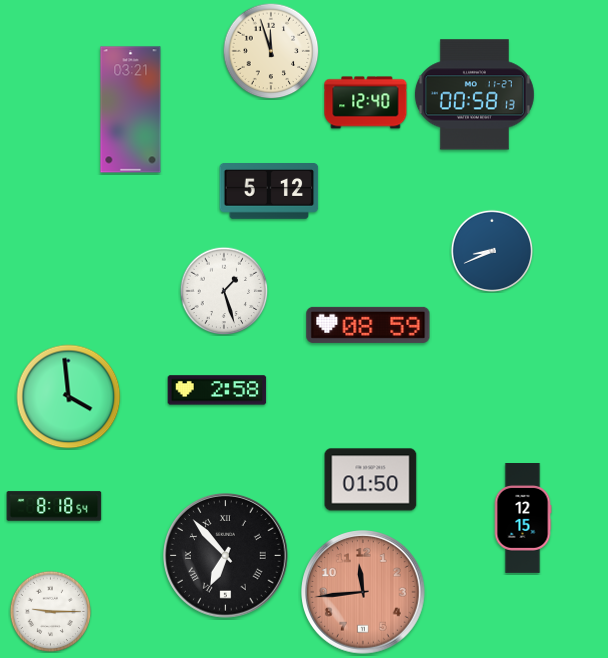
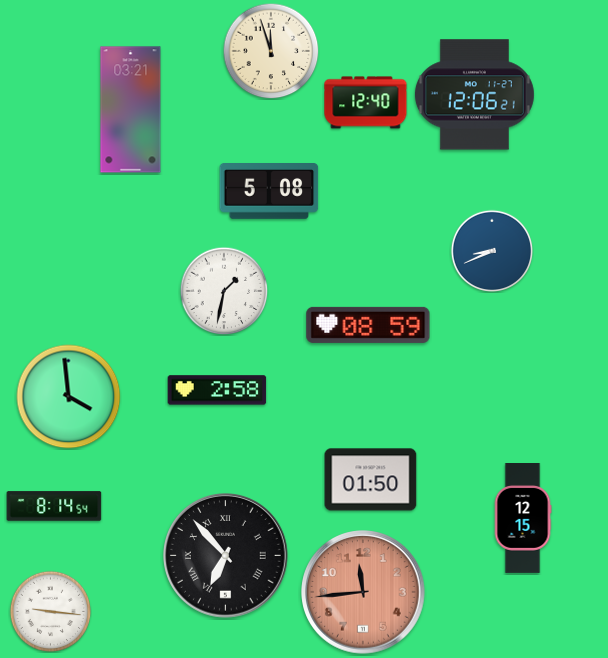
clock at (474, 95): 00:58 -> 12:06
clock at (269, 192): 5:12 -> 5:08
clock at (224, 291): 1:27 -> 1:32
clock at (54, 506): 8:18 -> 8:14
clock at (50, 611): 9:15 -> 9:16
